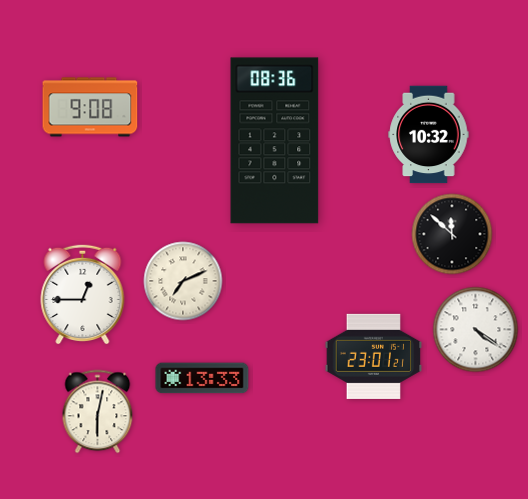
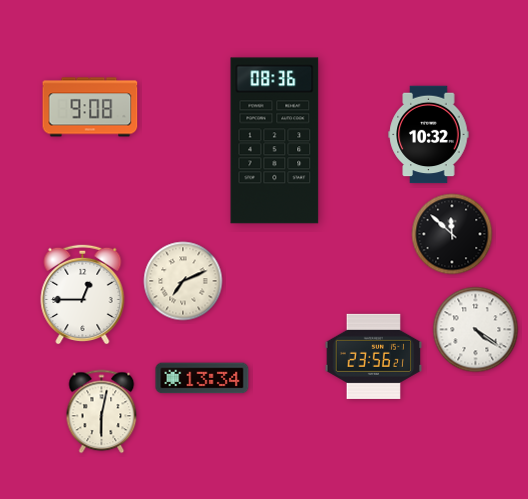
clock at (374, 356): 23:01 -> 23:56
clock at (202, 378): 13:33 -> 13:34
clock at (98, 412) position: (98, 412) -> (102, 412)
